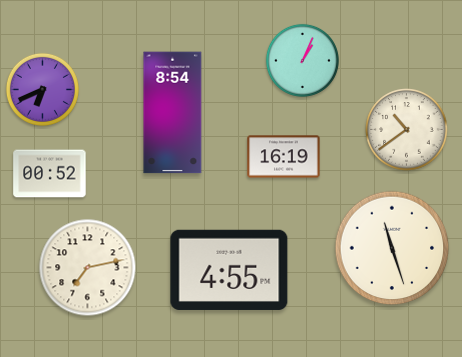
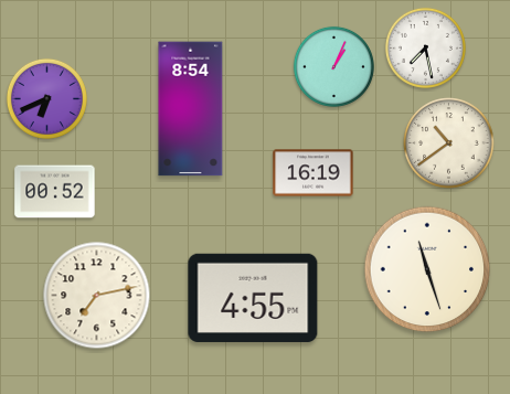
clock at (425, 47): none -> 7:28
clock at (173, 113) position: (173, 113) -> (191, 109)
clock at (392, 248) position: (392, 248) -> (427, 269)
